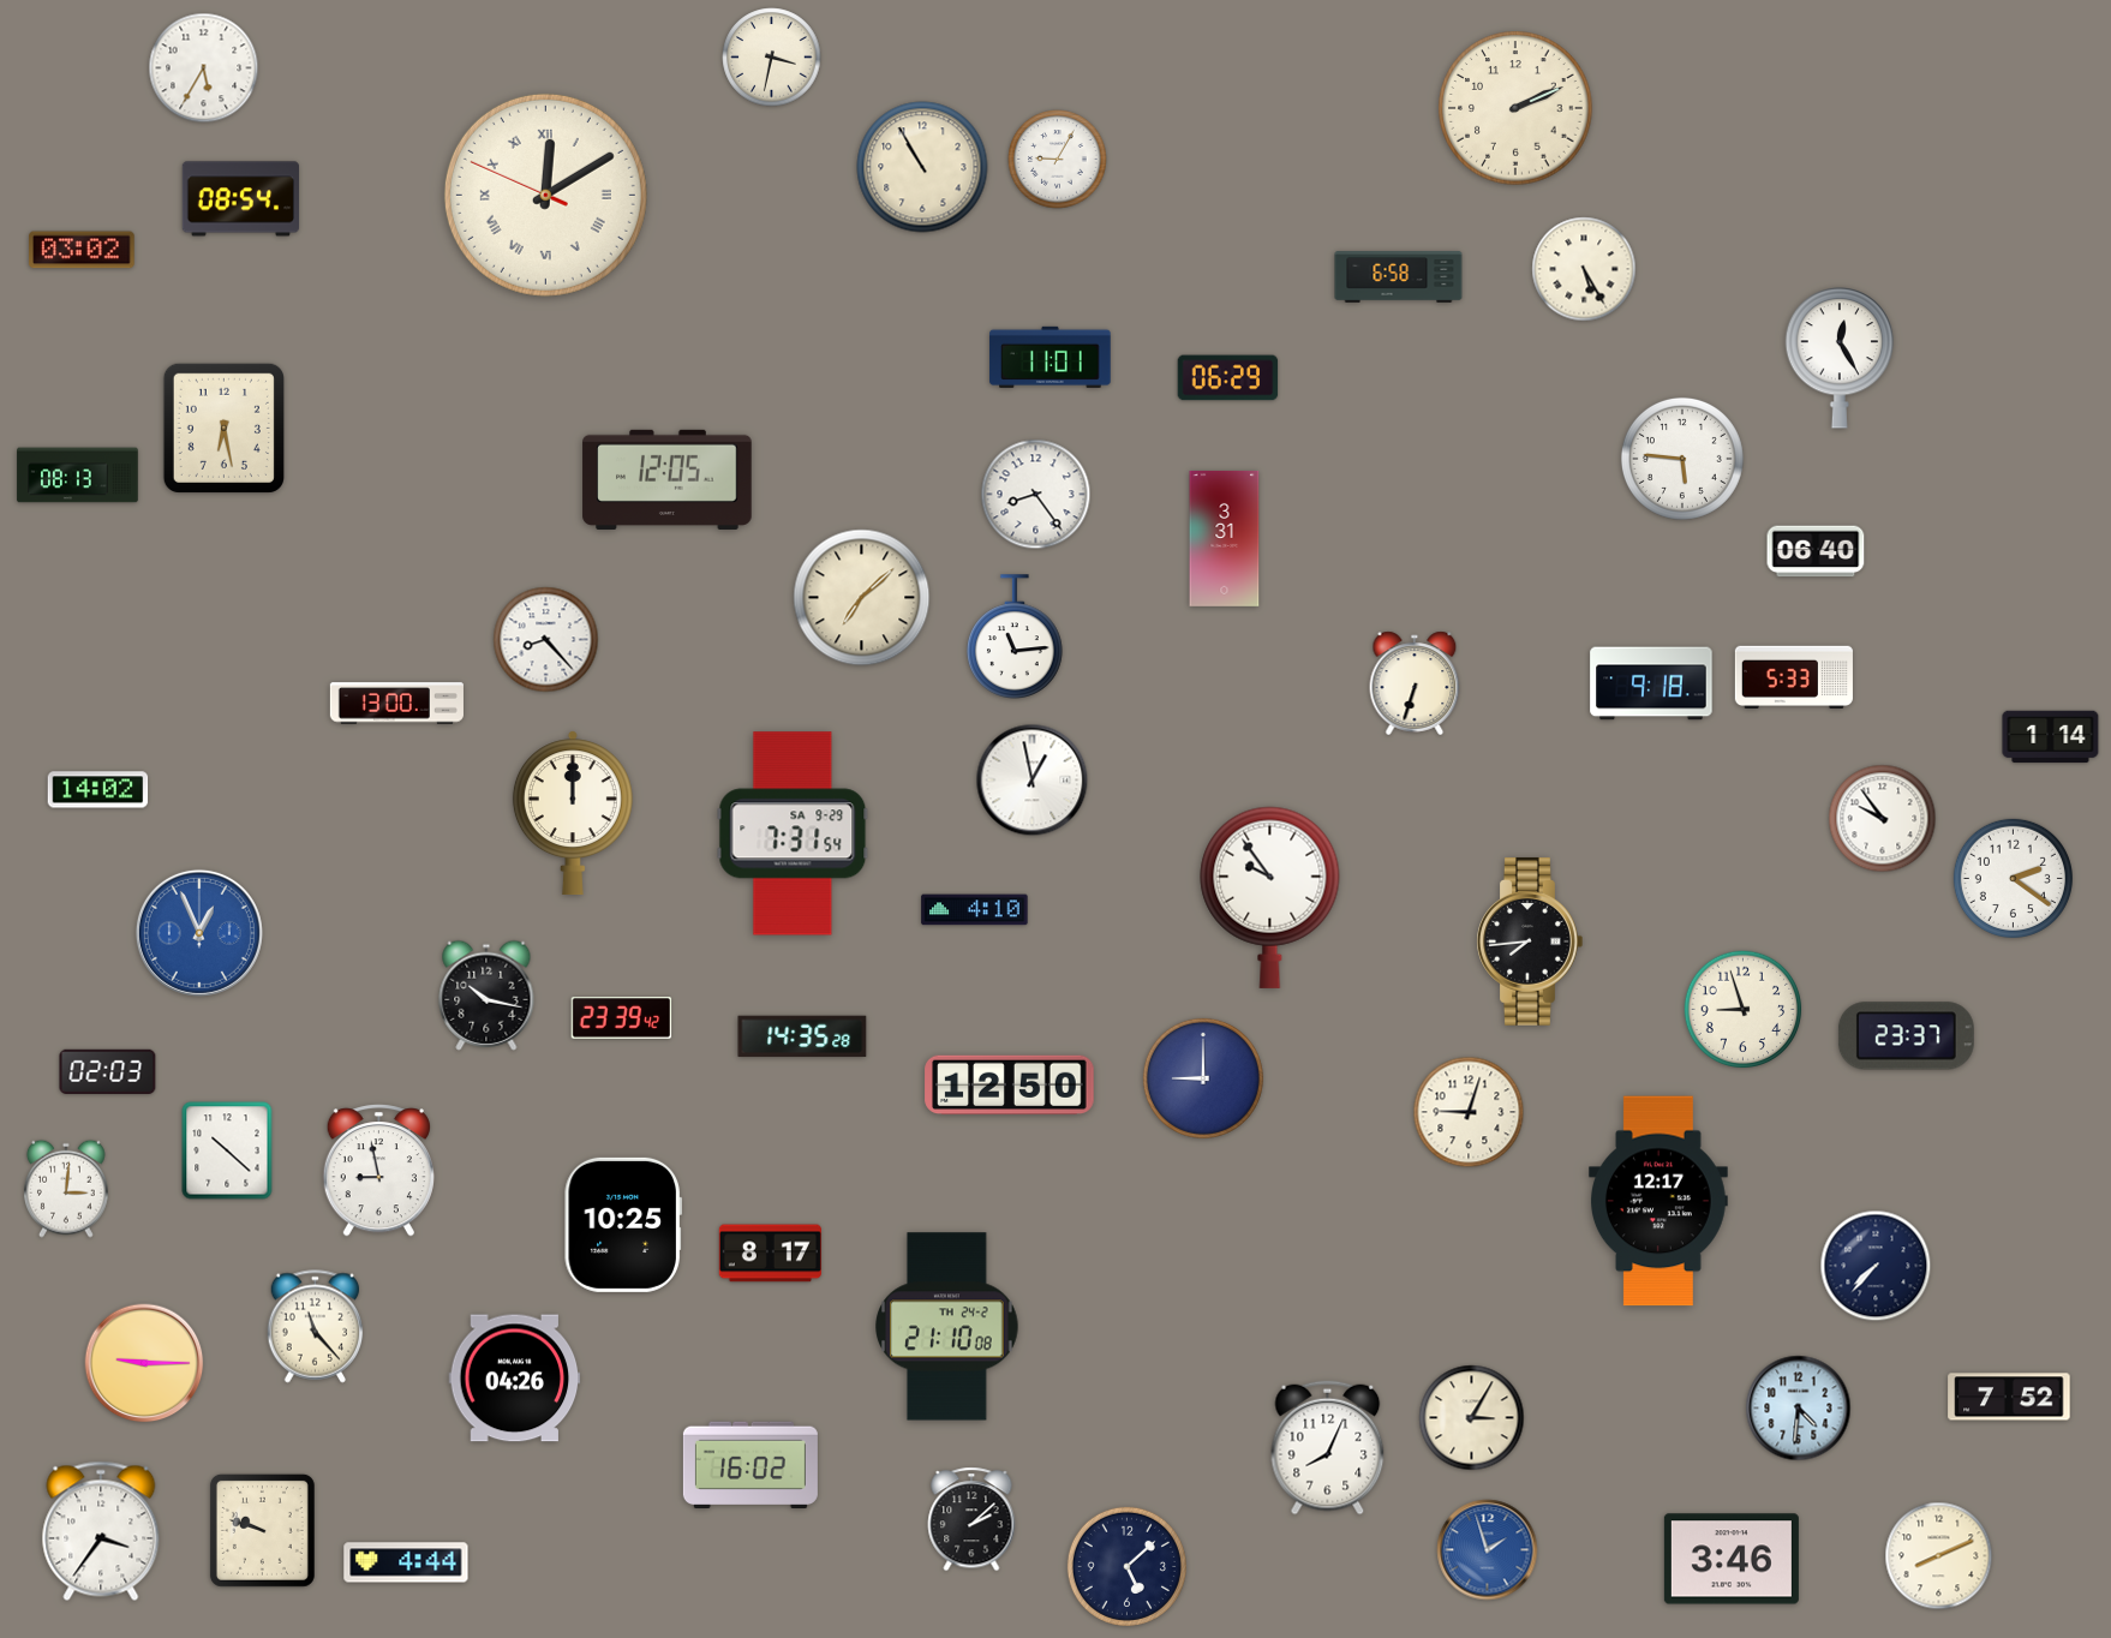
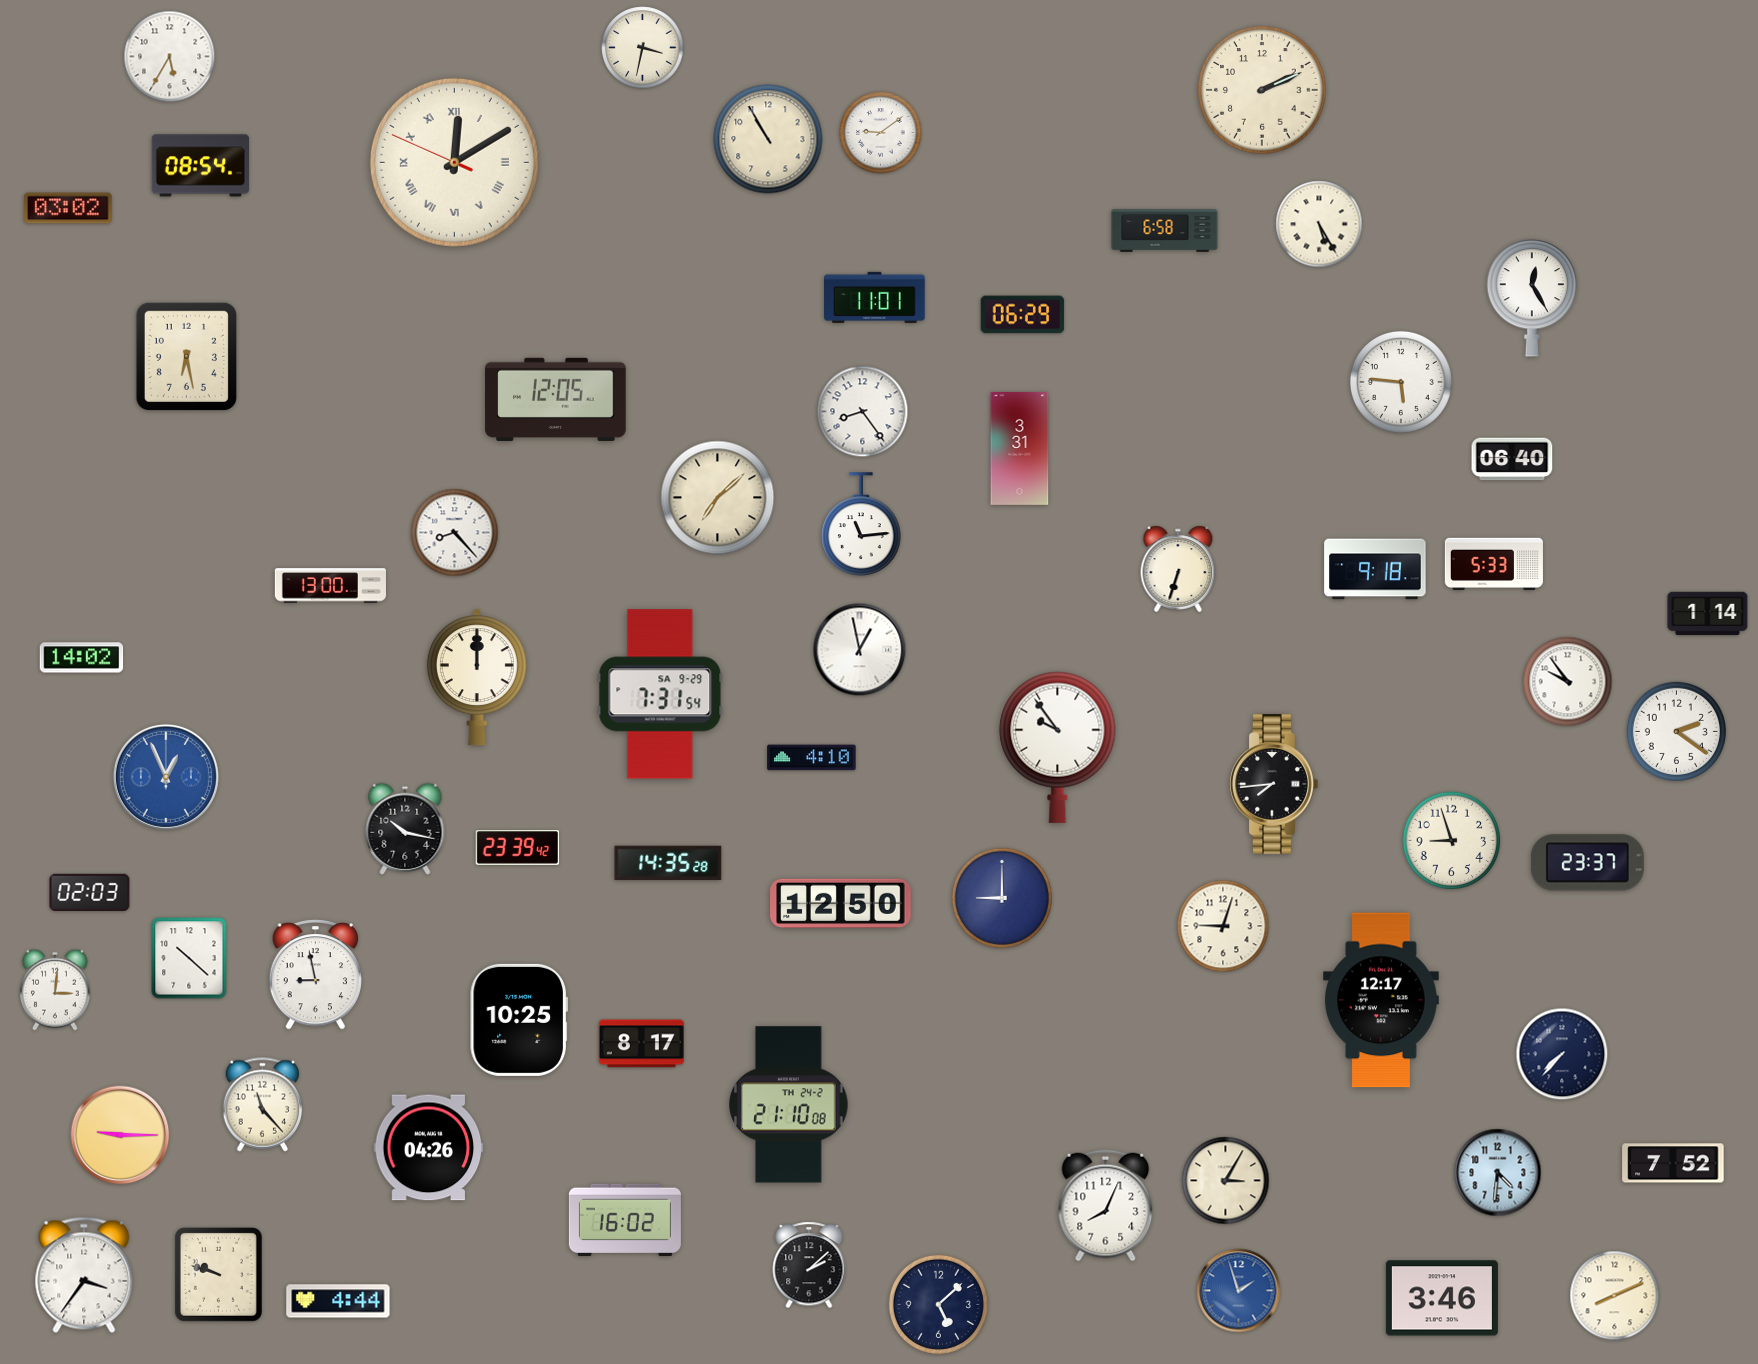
clock at (1058, 160): 9:05 -> 9:09
clock at (78, 476): 08:13 -> none
clock at (1016, 636) position: (1016, 636) -> (862, 524)
